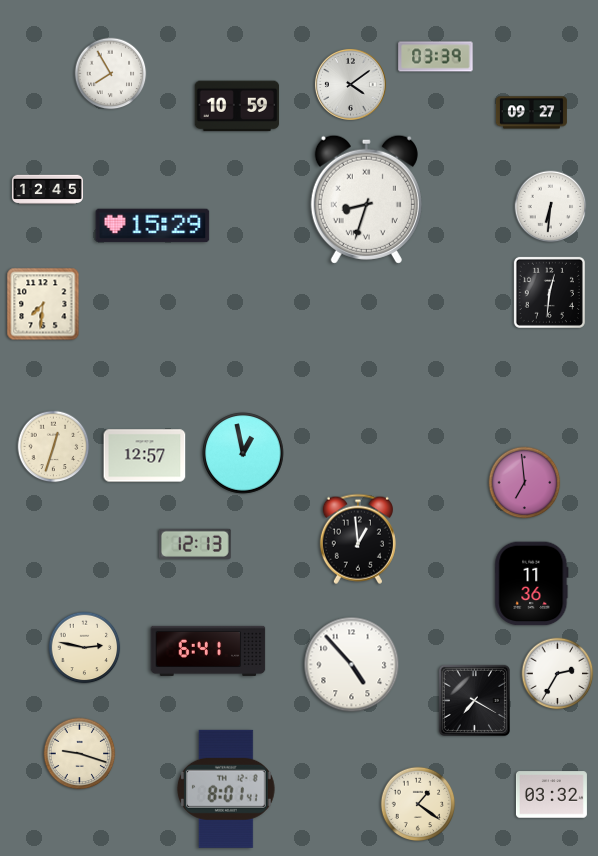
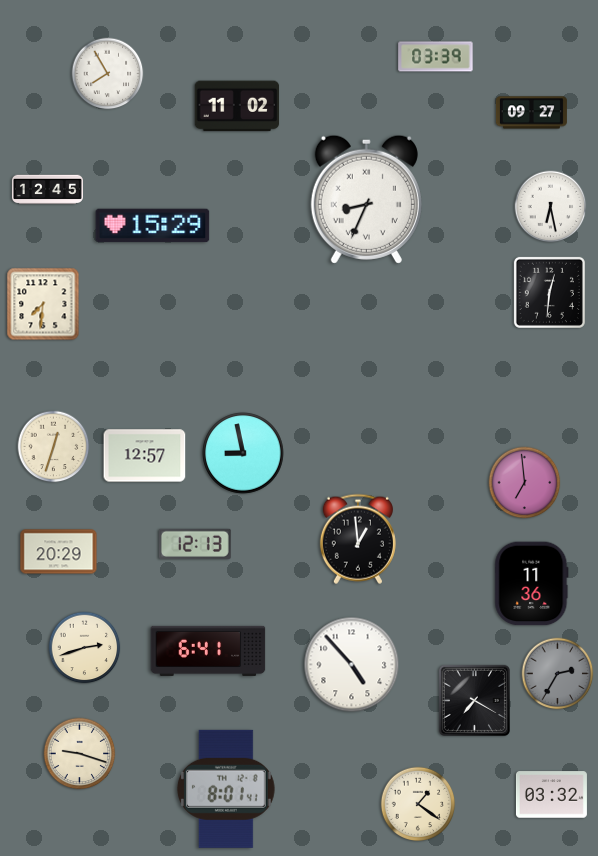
clock at (111, 74) position: (111, 74) -> (108, 74)
clock at (350, 84): 4:09 -> none
clock at (237, 106): 10:59 -> 11:02
clock at (366, 199): 8:33 -> 8:34
clock at (551, 207): 6:31 -> 6:28
clock at (243, 453): 12:58 -> 8:58
clock at (59, 552): none -> 20:29
clock at (85, 648): 2:47 -> 2:42
clock at (558, 674) dial: white -> grey
